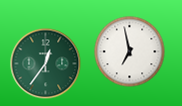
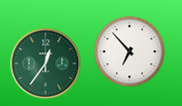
clock at (130, 52): 6:58 -> 6:53
